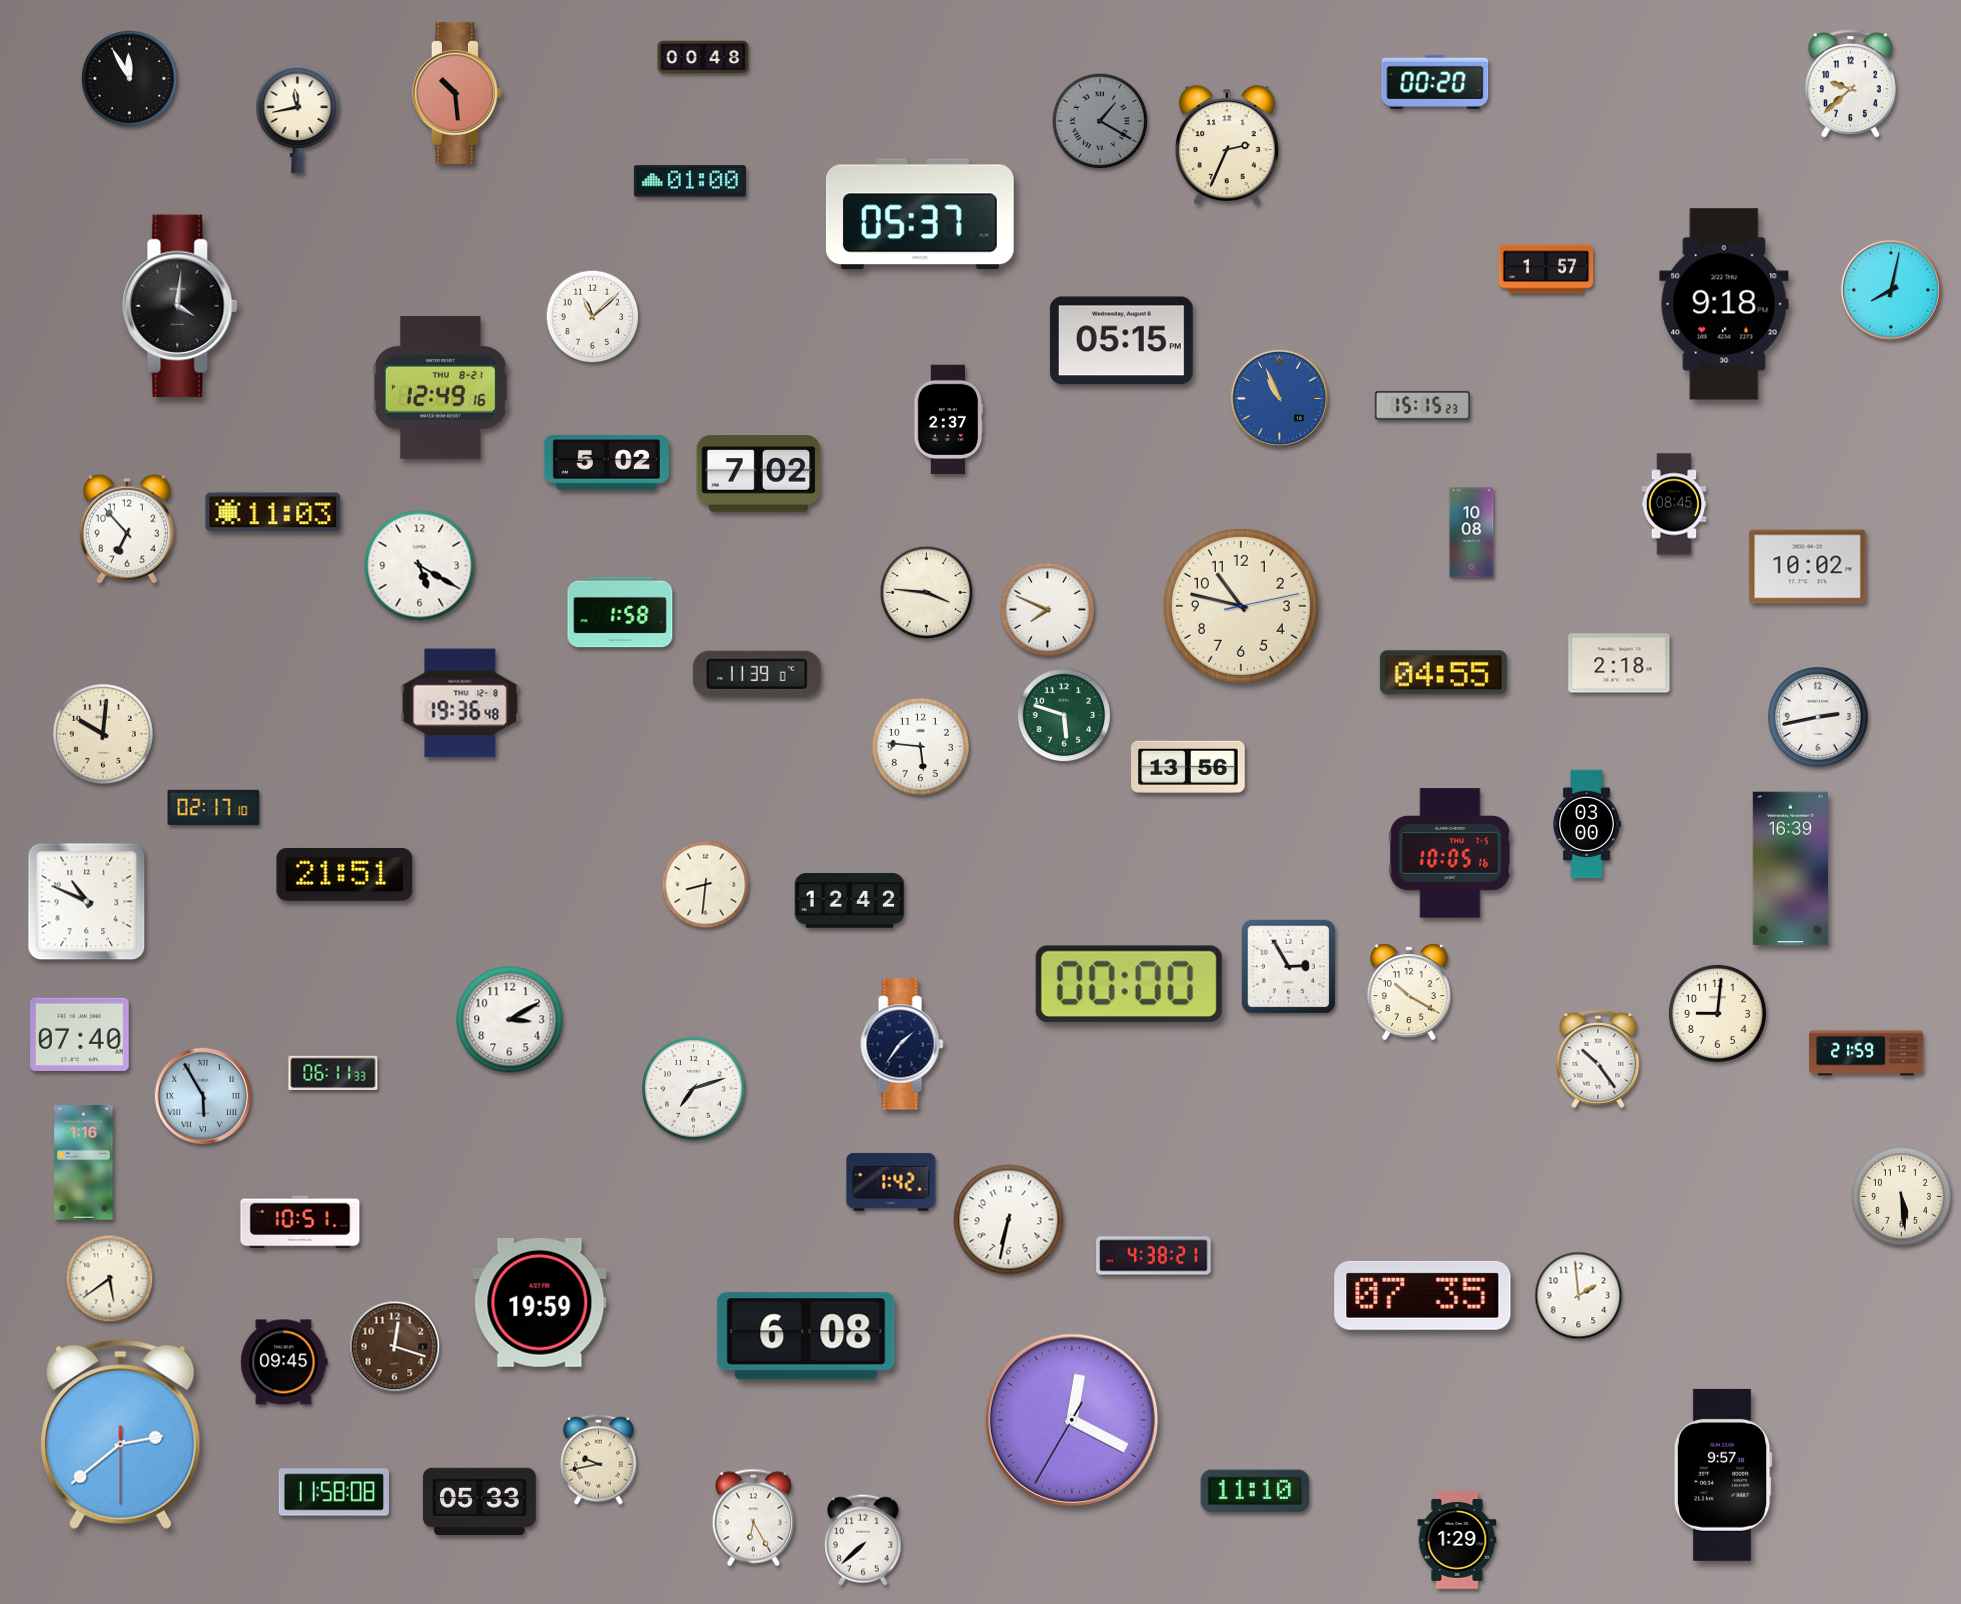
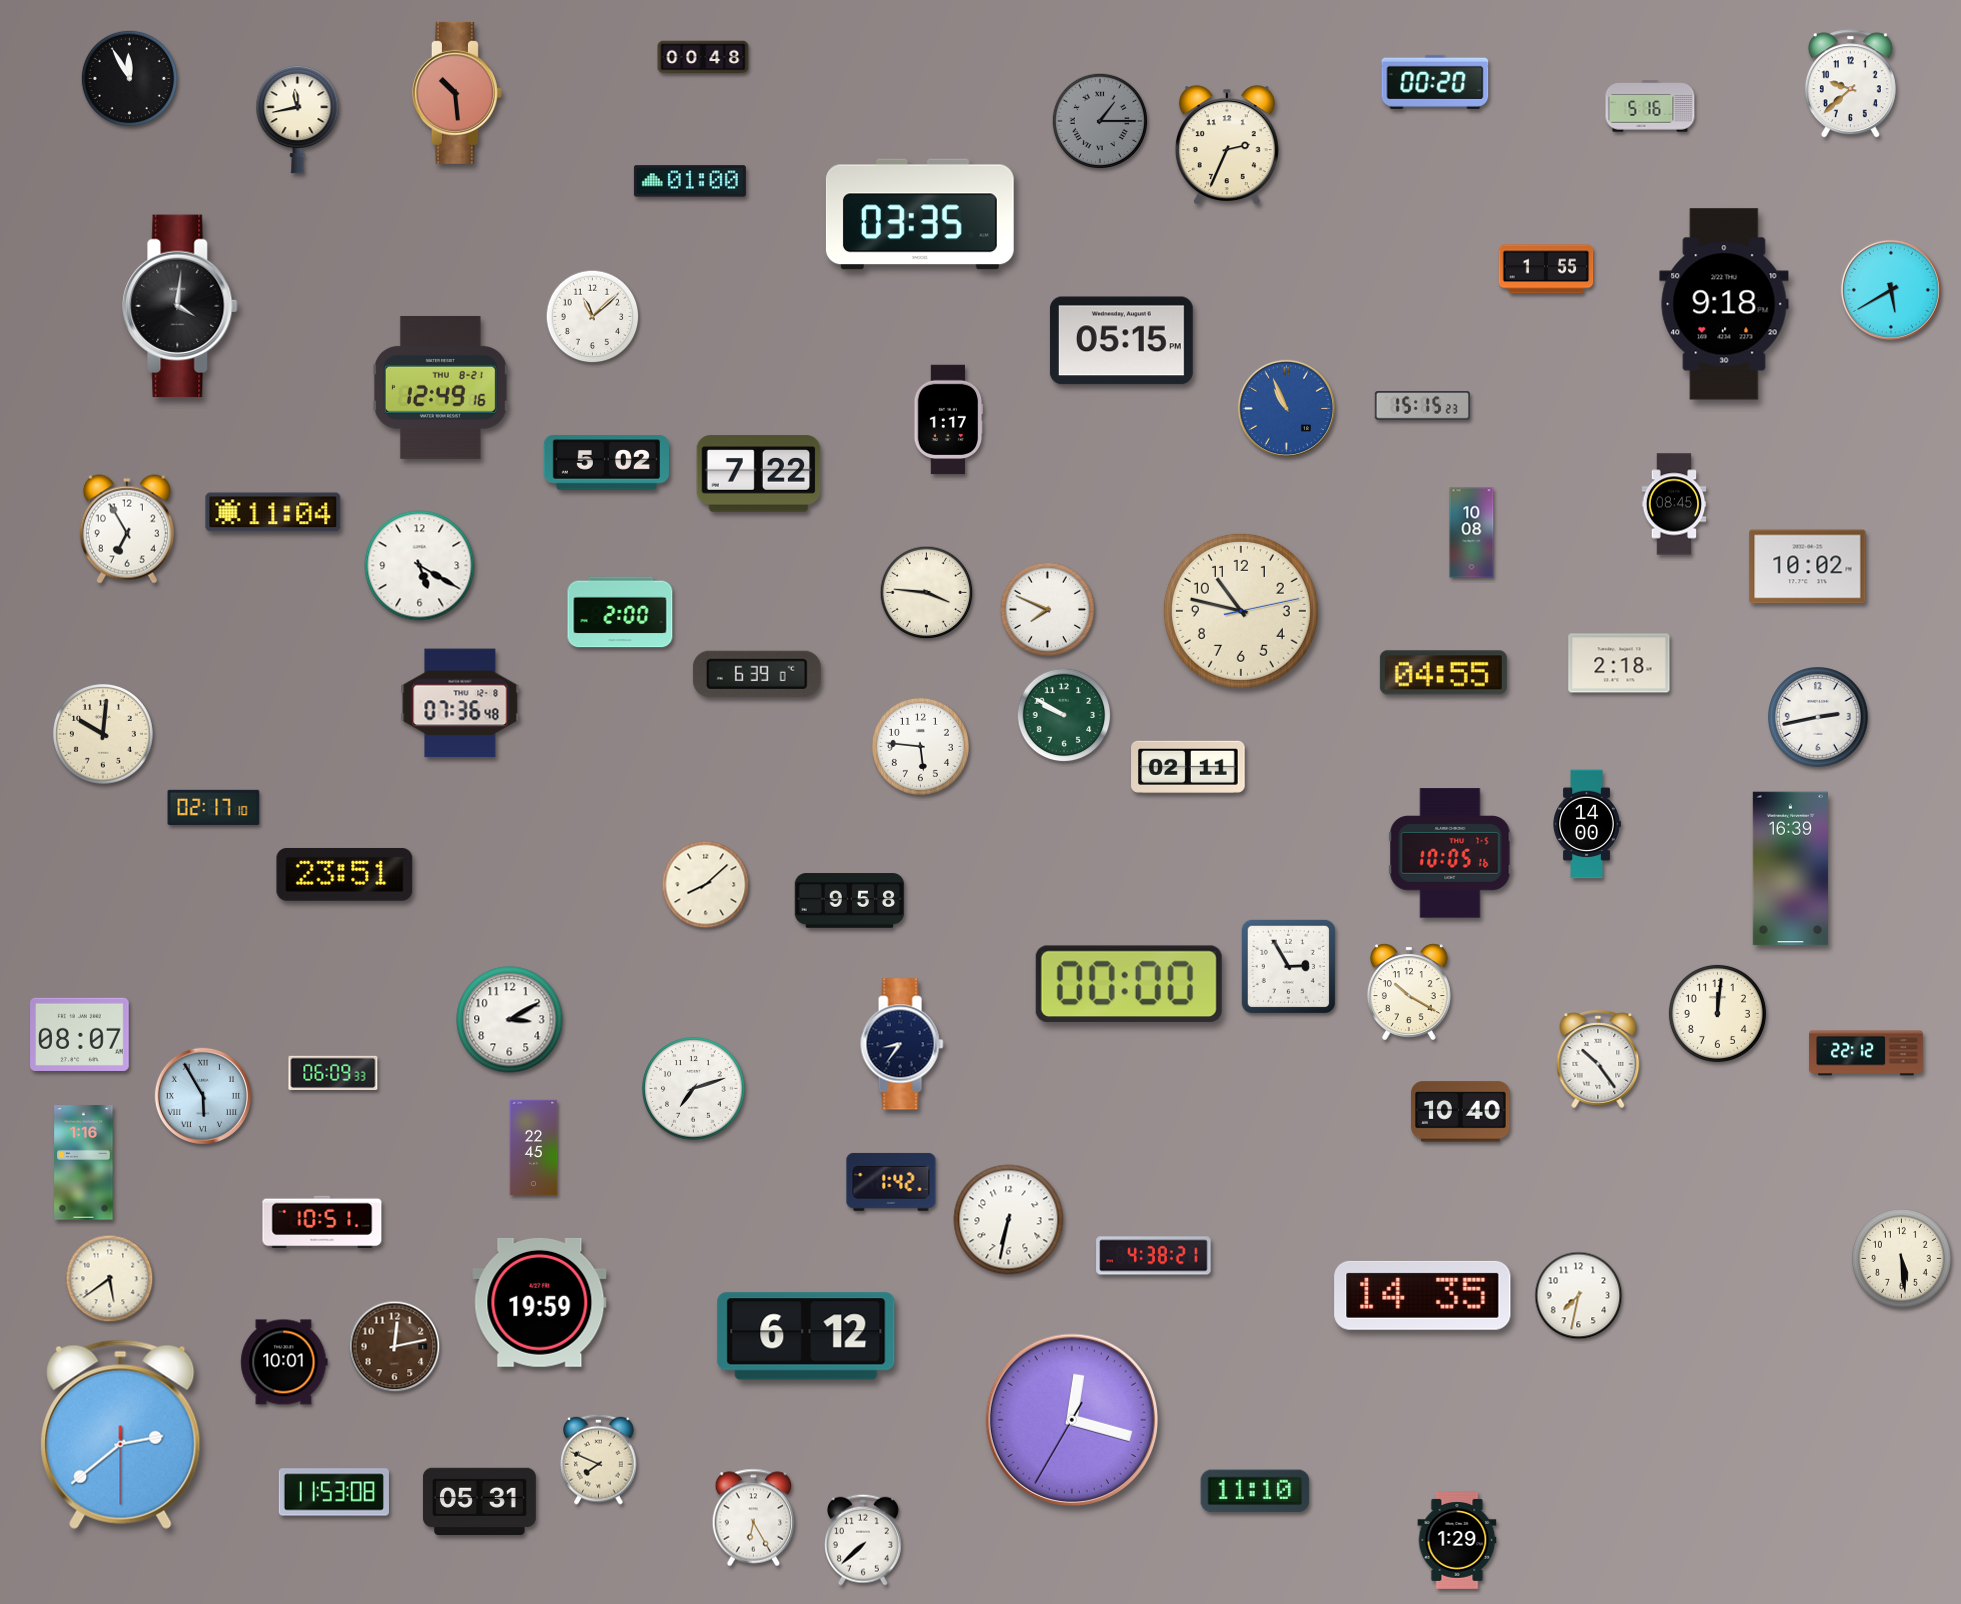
clock at (1650, 106): none -> 5:16
clock at (1099, 120): 1:20 -> 1:15
clock at (920, 214): 05:37 -> 03:35
clock at (1546, 269): 1:57 -> 1:55
clock at (1891, 290): 8:02 -> 5:40
clock at (1279, 398) position: (1279, 398) -> (1286, 408)
clock at (949, 420): 2:37 -> 1:17
clock at (759, 474): 7:02 -> 7:22
clock at (273, 512): 11:03 -> 11:04
clock at (127, 529): 6:53 -> 6:55
clock at (1241, 606) position: (1241, 606) -> (1241, 611)
clock at (620, 612): 1:58 -> 2:00
clock at (757, 674): 11:39 -> 6:39
clock at (460, 703): 19:36 -> 07:36
clock at (1064, 715): 5:48 -> 9:50
clock at (1188, 767): 13:56 -> 02:11
clock at (1587, 824): 03:00 -> 14:00
clock at (345, 874): 21:51 -> 23:51
clock at (706, 885): 8:31 -> 8:08
clock at (850, 901): 12:42 -> 9:58
clock at (87, 902): 10:49 -> none
clock at (1717, 1013): 9:01 -> 12:01
clock at (80, 1034): 07:40 -> 08:07
clock at (902, 1044): 1:36 -> 8:36
clock at (1866, 1053): 21:59 -> 22:12
clock at (333, 1072): 06:11 -> 06:09
clock at (1461, 1112): none -> 10:40
clock at (534, 1148): none -> 22:45
clock at (1901, 1196) position: (1901, 1196) -> (1901, 1258)
clock at (300, 1222) position: (300, 1222) -> (322, 1222)
clock at (1423, 1295): 07:35 -> 14:35
clock at (1579, 1296): 1:59 -> 7:32
clock at (806, 1336): 6:08 -> 6:12
clock at (395, 1347): 12:18 -> 12:13
clock at (284, 1362): 09:45 -> 10:01
clock at (1072, 1420): 12:19 -> 12:17
clock at (599, 1459): 9:43 -> 7:49
clock at (1723, 1475): 9:57 -> none
clock at (333, 1492): 11:58 -> 11:53
clock at (479, 1501): 05:33 -> 05:31
